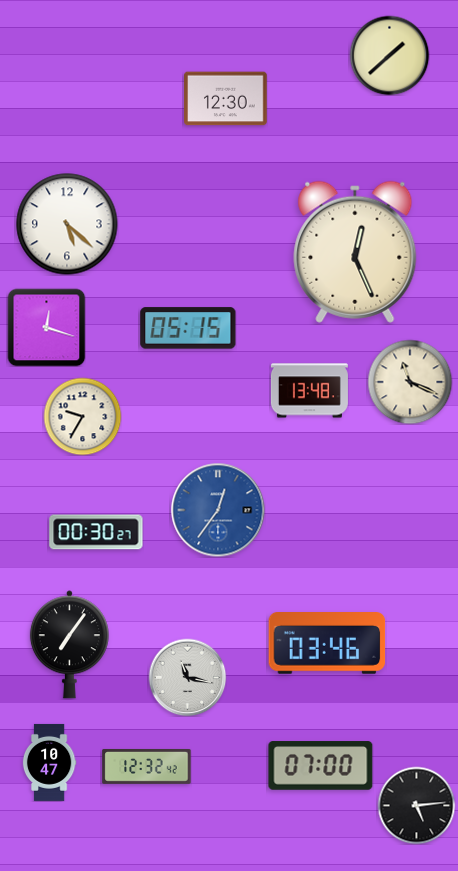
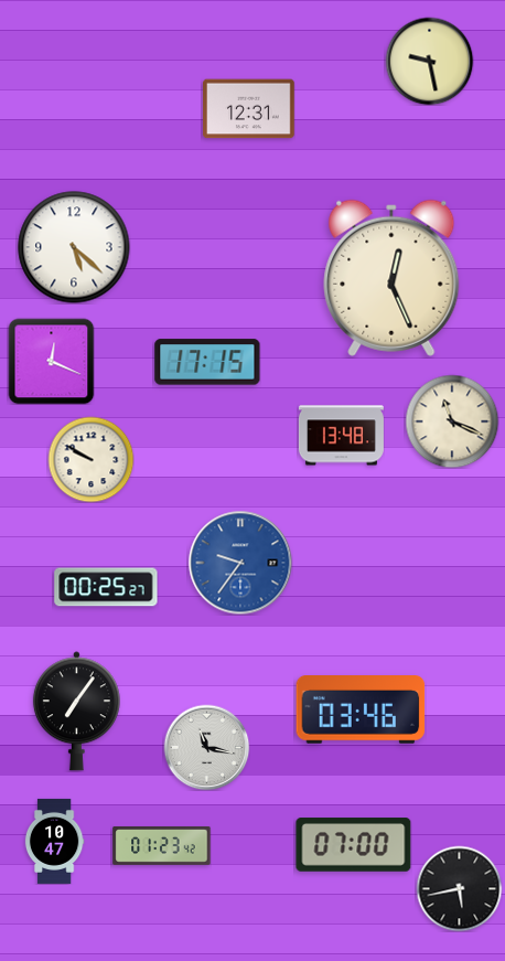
clock at (389, 55): 1:38 -> 9:28
clock at (226, 99): 12:30 -> 12:31
clock at (46, 327): 12:18 -> 12:19
clock at (188, 328): 05:15 -> 17:15
clock at (309, 391) position: (309, 391) -> (341, 436)
clock at (82, 416): 9:35 -> 9:50
clock at (218, 510): 12:36 -> 9:36
clock at (96, 532): 00:30 -> 00:25
clock at (147, 766): 12:32 -> 01:23
clock at (416, 805): 5:14 -> 5:43
